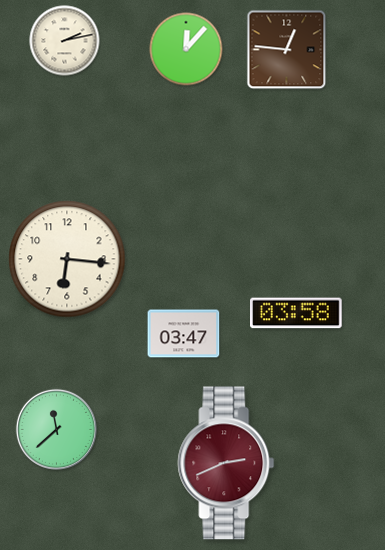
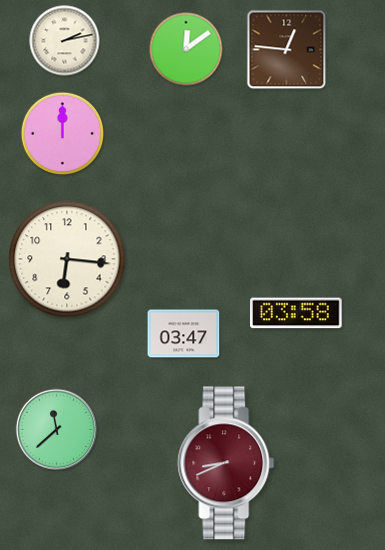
clock at (186, 49): 12:07 -> 12:09
clock at (63, 134): none -> 12:00
clock at (226, 463): 2:41 -> 8:41
